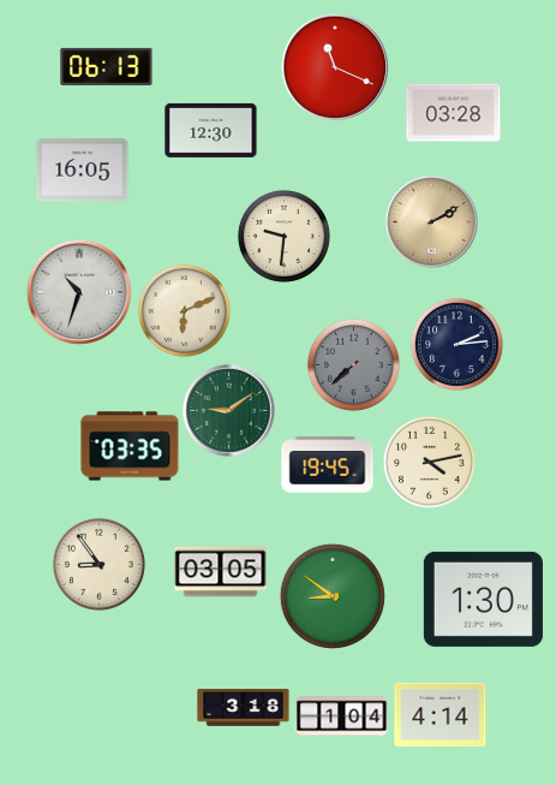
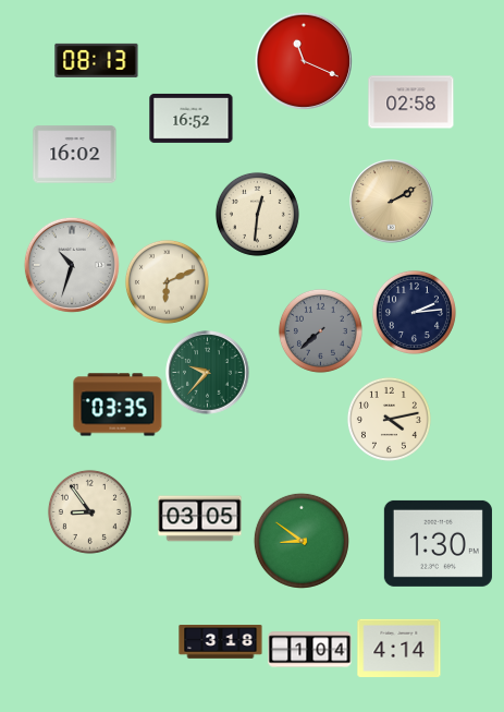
clock at (107, 66): 06:13 -> 08:13
clock at (454, 113): 03:28 -> 02:58
clock at (211, 130): 12:30 -> 16:52
clock at (83, 171): 16:05 -> 16:02
clock at (283, 236): 9:31 -> 12:31
clock at (229, 411): 9:09 -> 9:37
clock at (328, 465): 19:45 -> none
